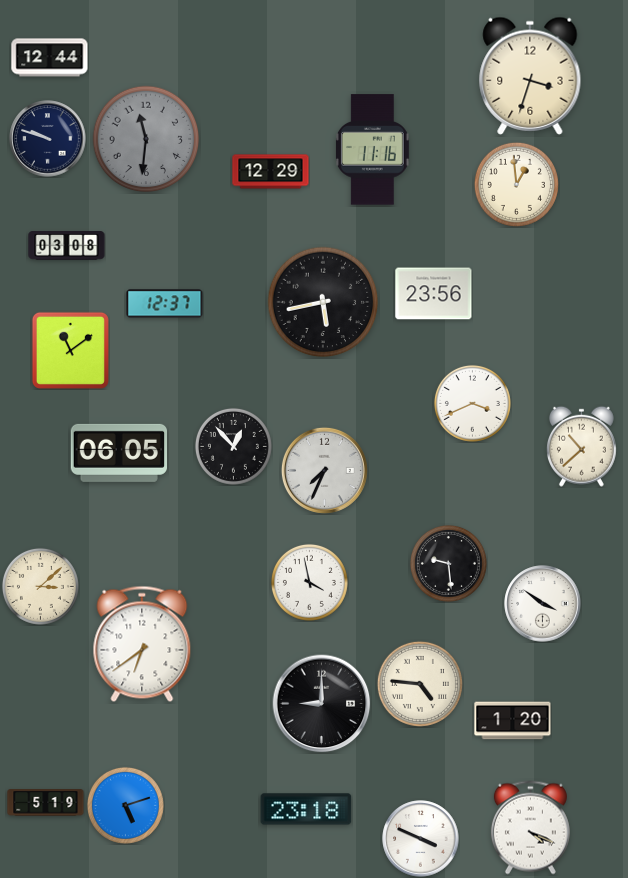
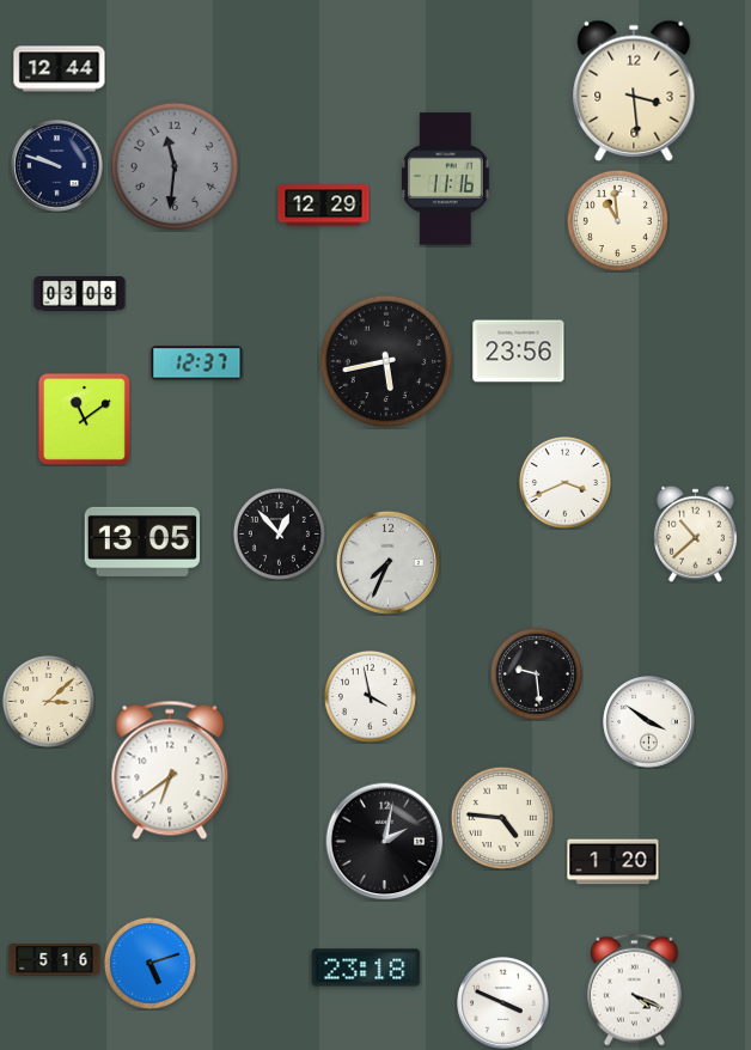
clock at (530, 76): 3:33 -> 3:29
clock at (516, 184): 12:59 -> 10:59
clock at (118, 453): 06:05 -> 13:05
clock at (322, 704): 9:00 -> 2:02
clock at (46, 803): 5:19 -> 5:16
